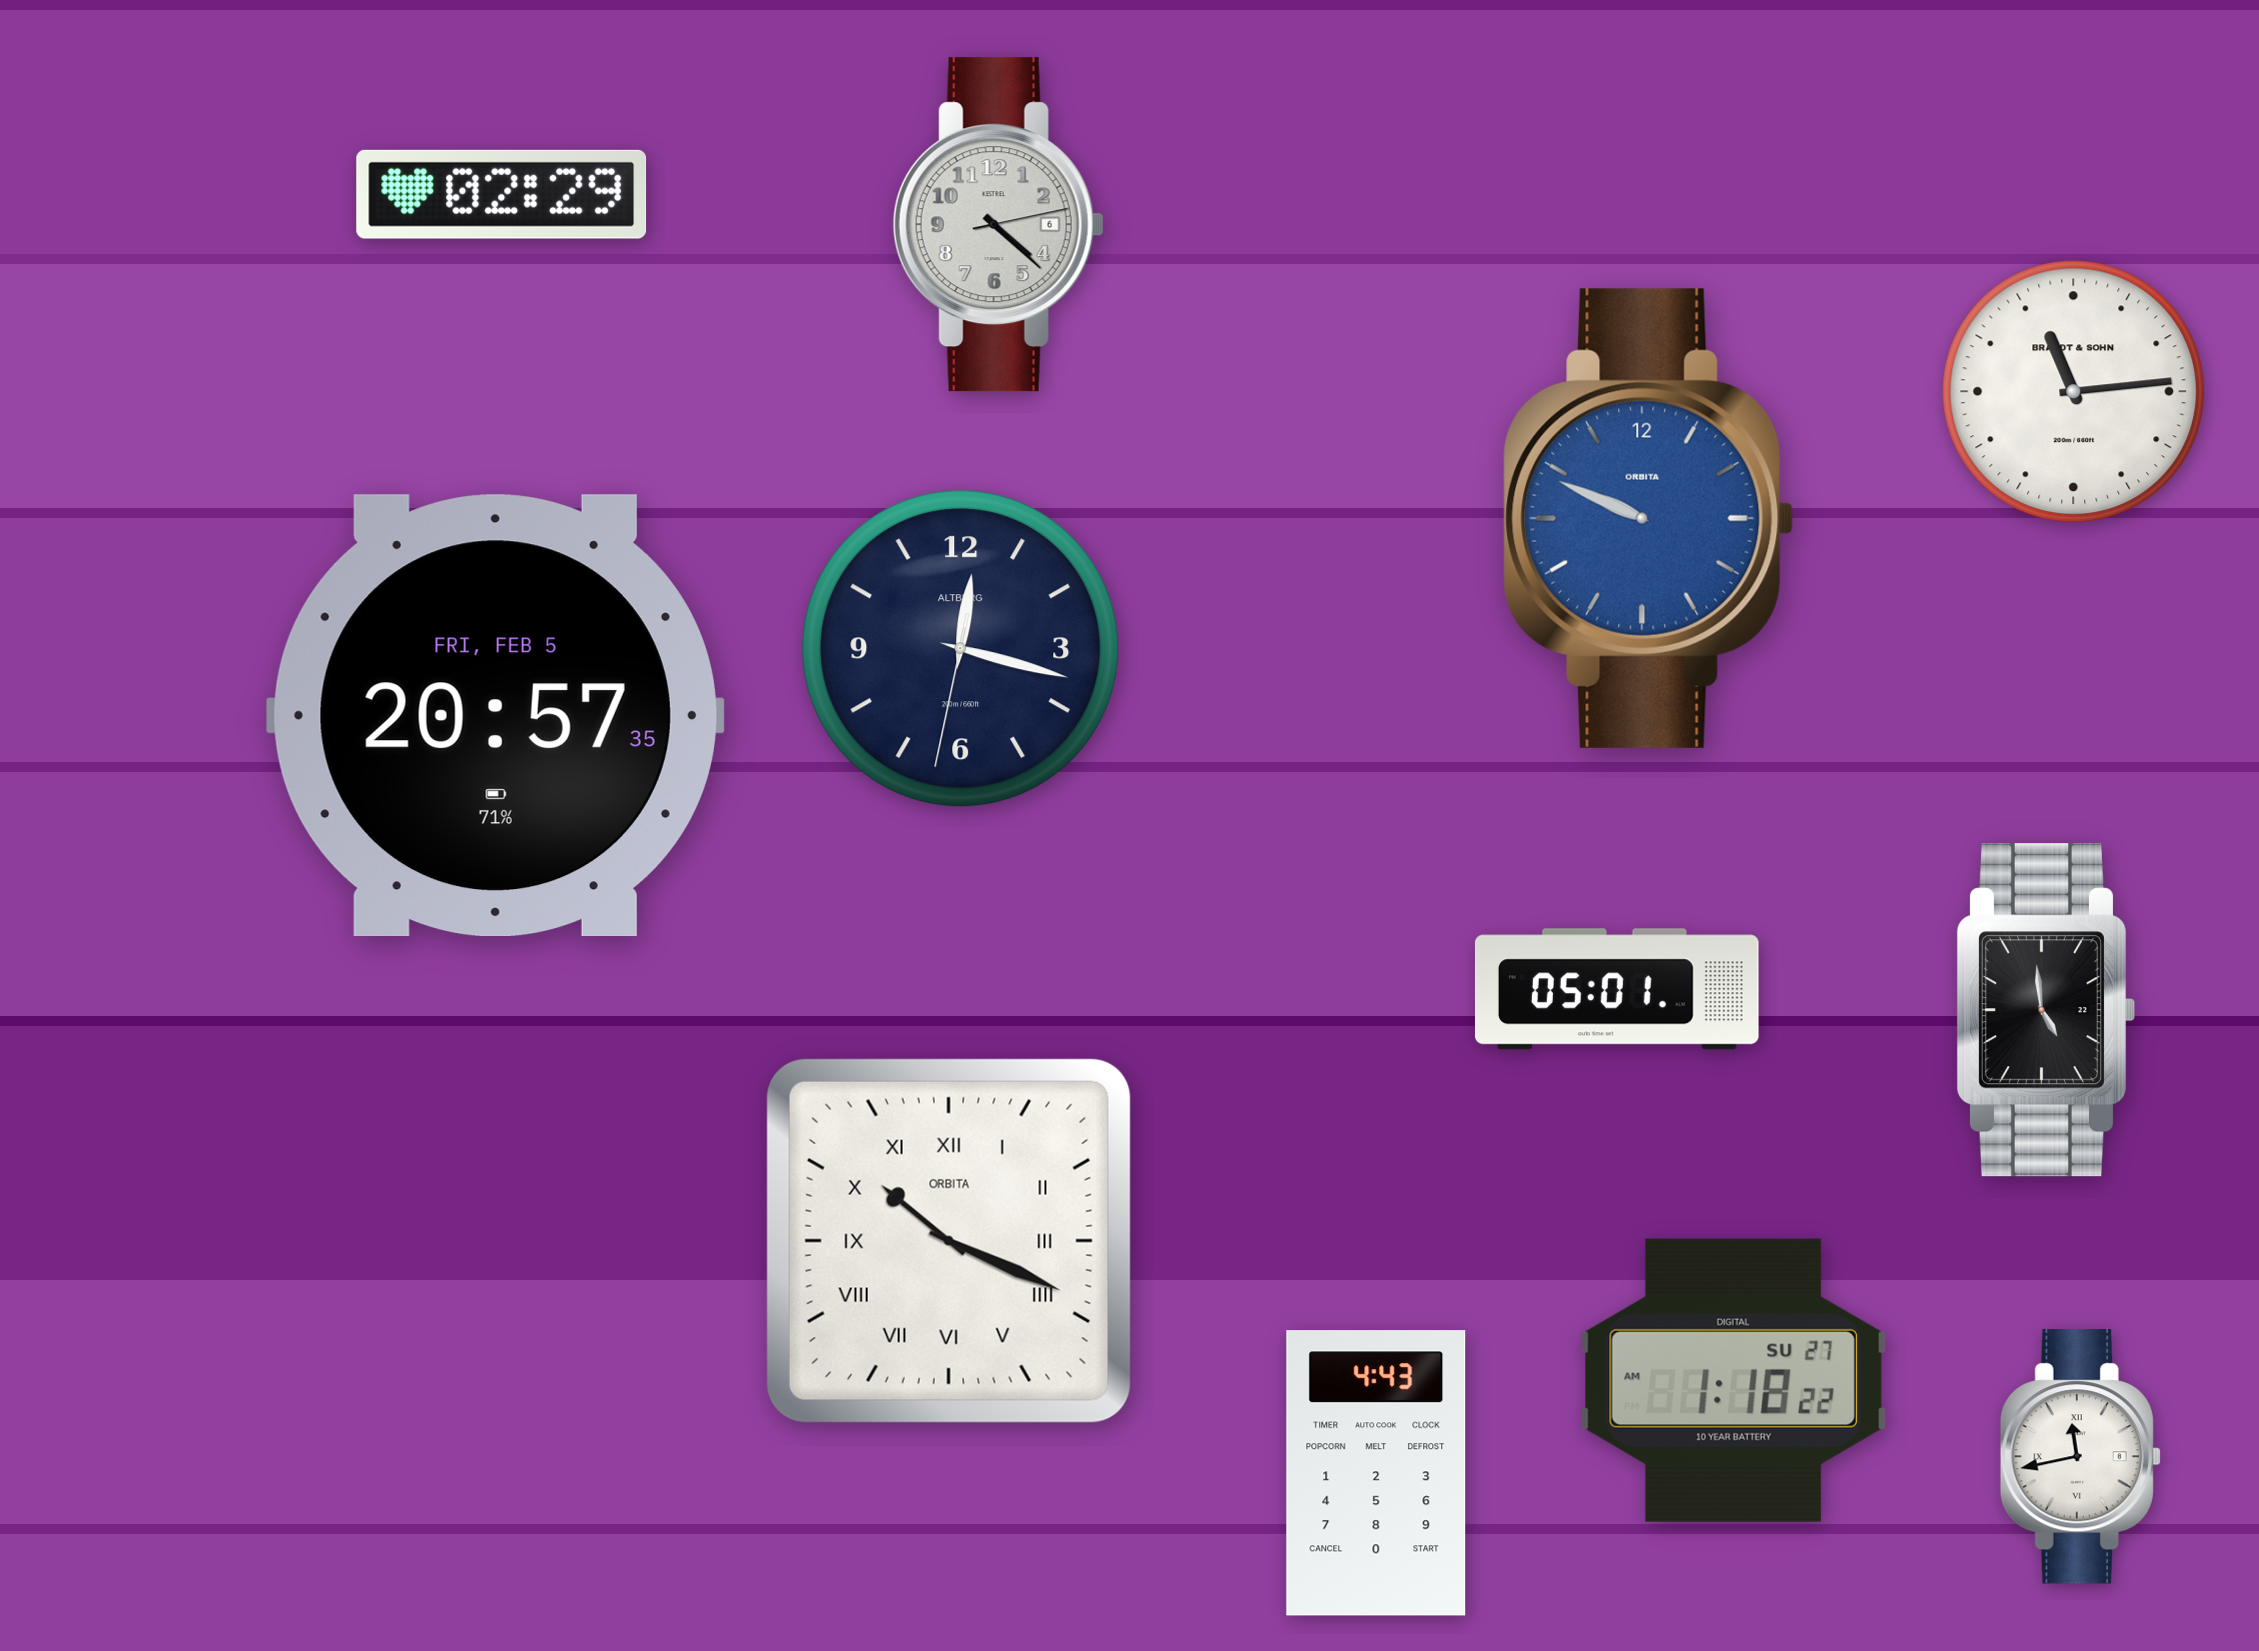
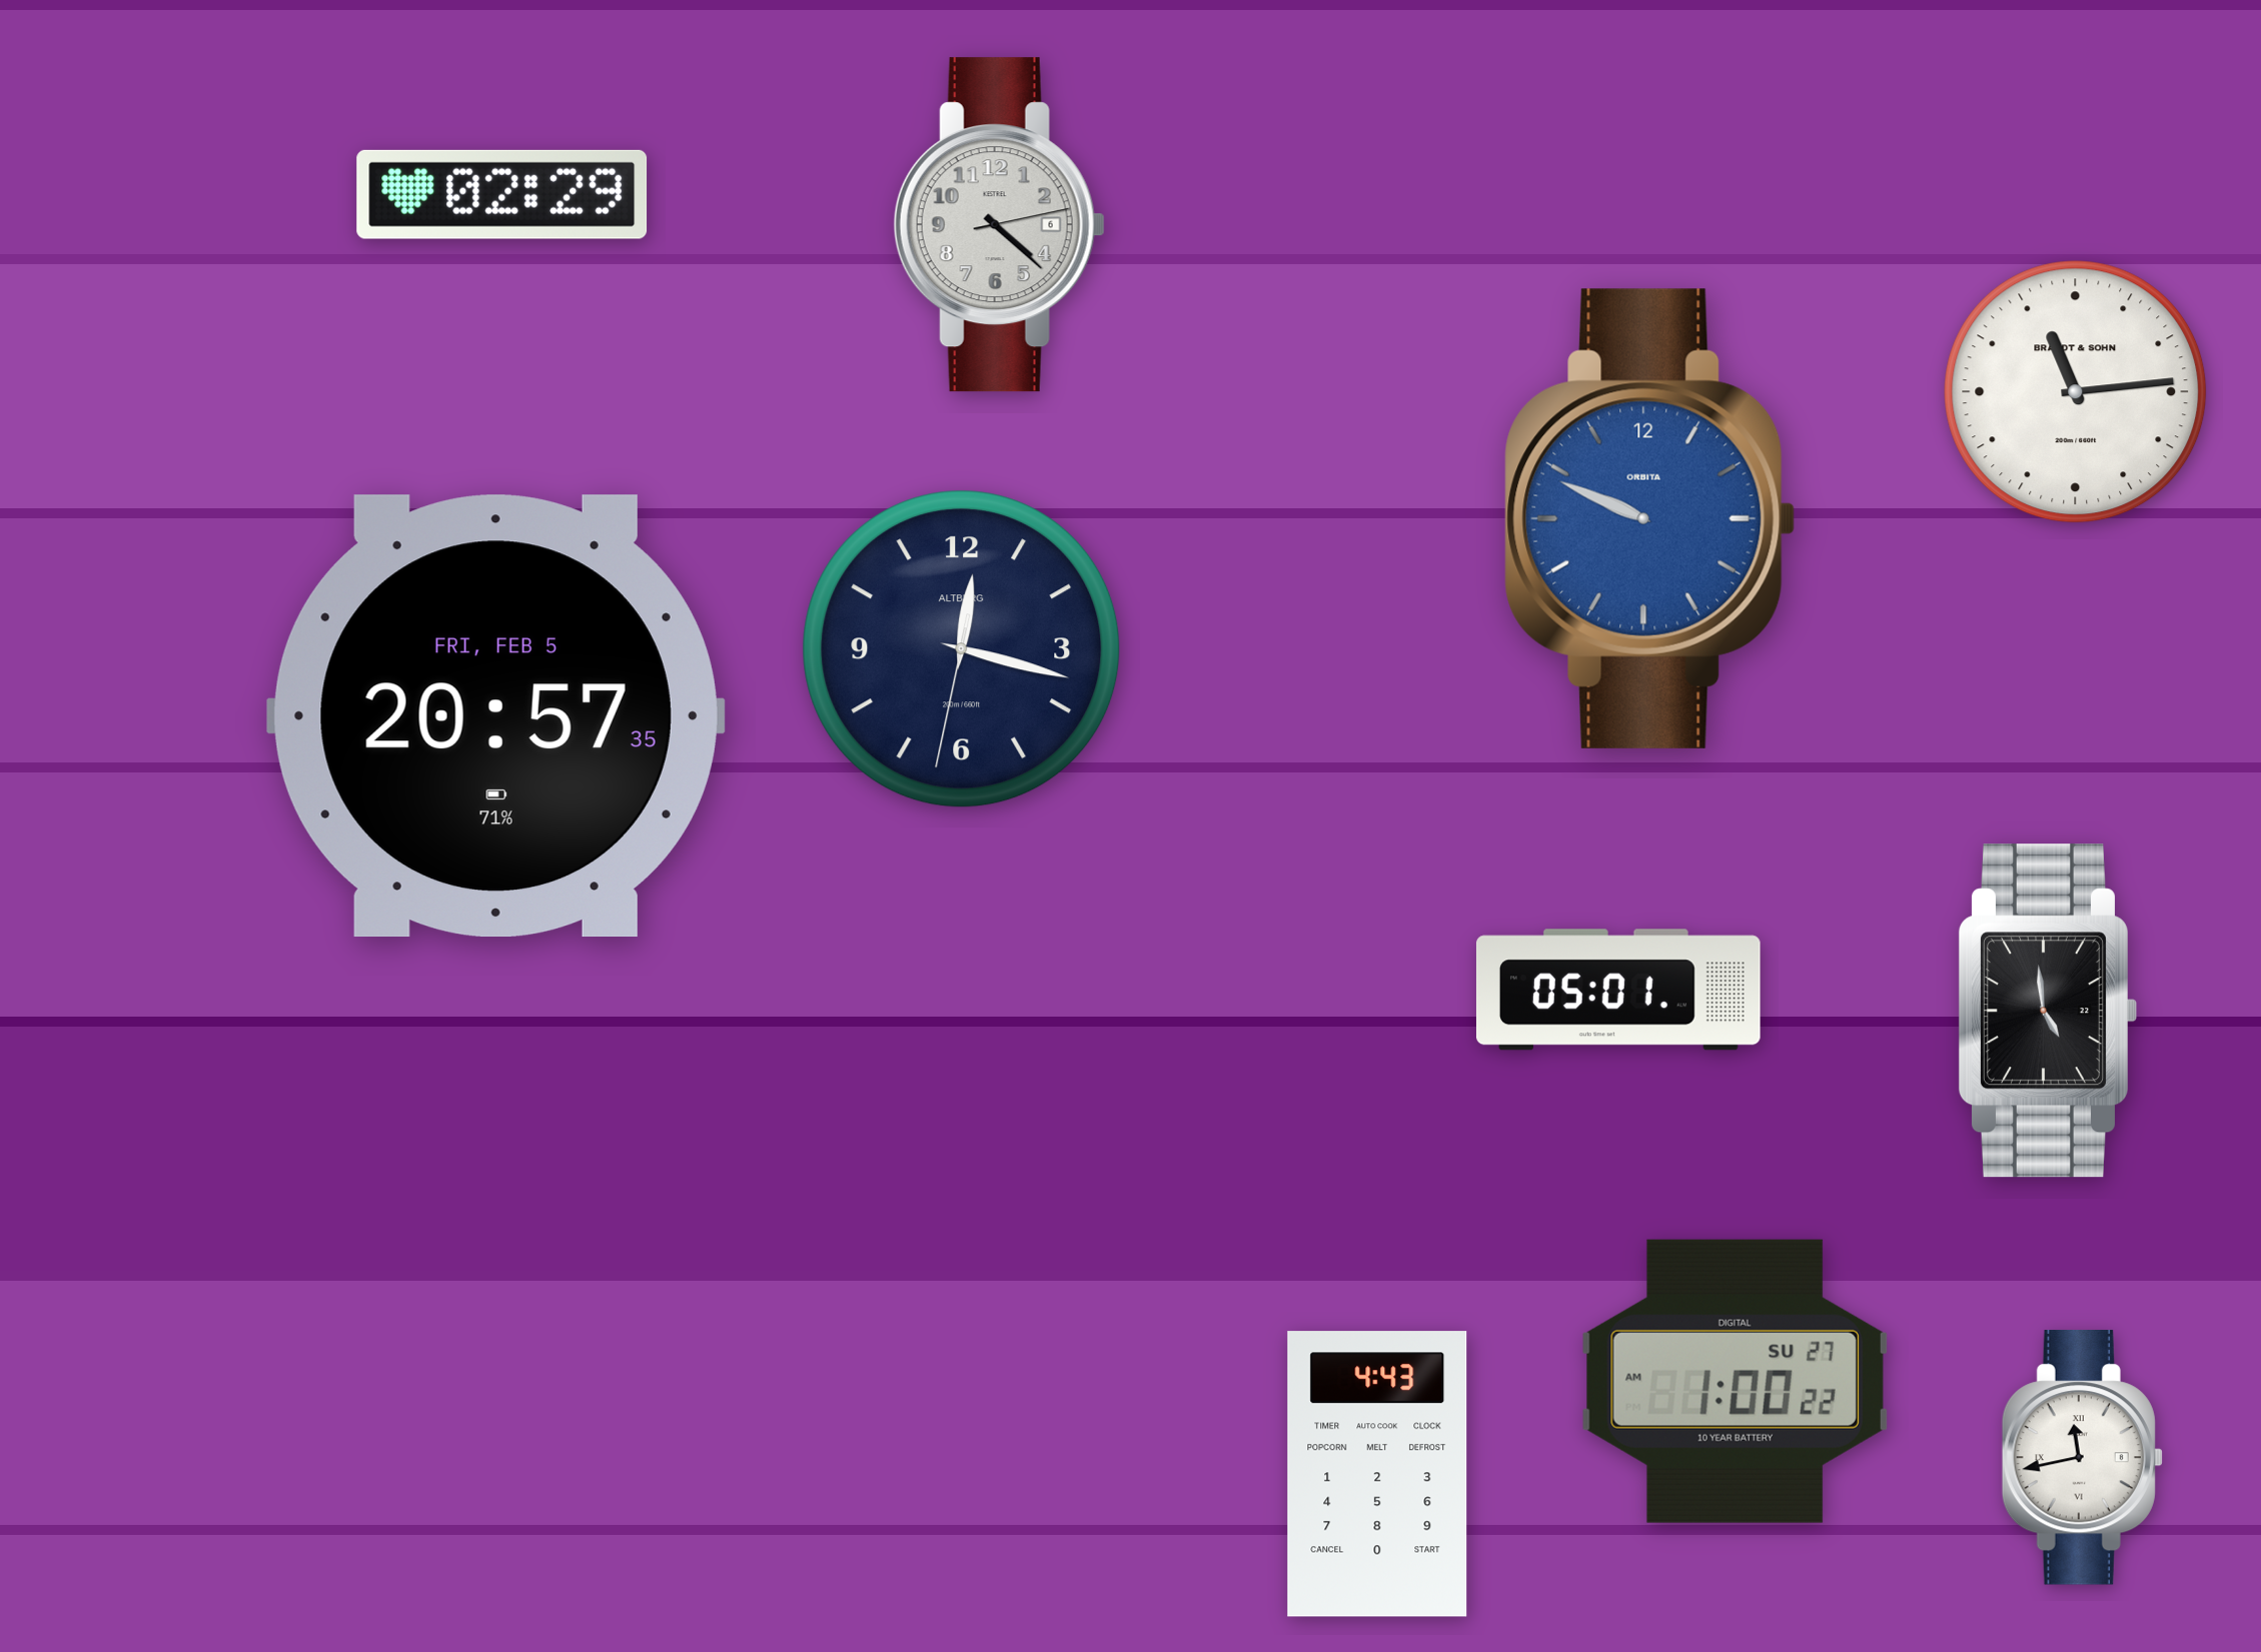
clock at (949, 1241): 10:19 -> none
clock at (1733, 1380): 1:18 -> 1:00
